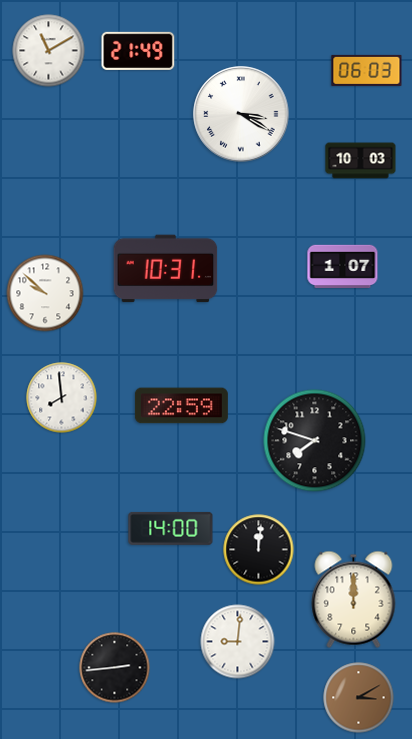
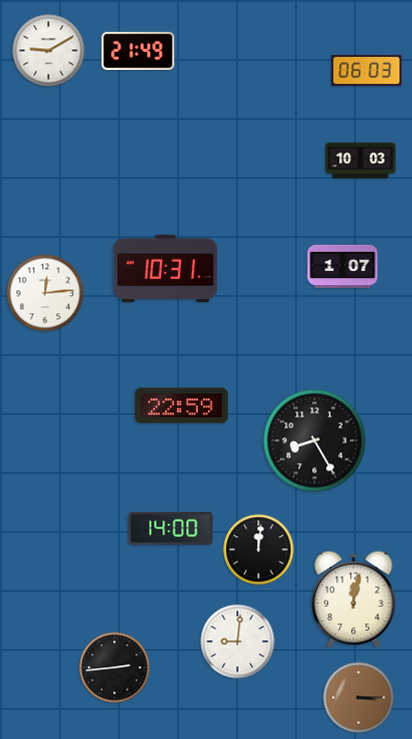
clock at (49, 51): 11:10 -> 9:10
clock at (241, 114): 3:20 -> none
clock at (45, 293): 9:52 -> 12:14
clock at (62, 398): 7:59 -> none
clock at (315, 441): 7:48 -> 8:25
clock at (354, 599): 12:00 -> 12:02
clock at (359, 698): 3:10 -> 3:15
